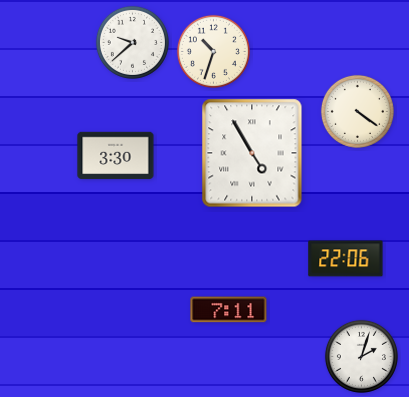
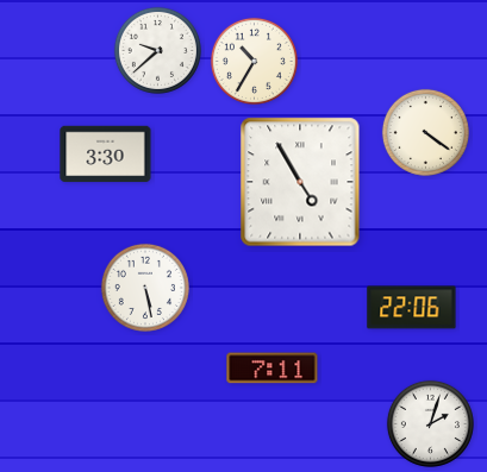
clock at (213, 51): 10:33 -> 10:35
clock at (116, 156) position: (116, 156) -> (106, 155)
clock at (145, 288): none -> 5:28
